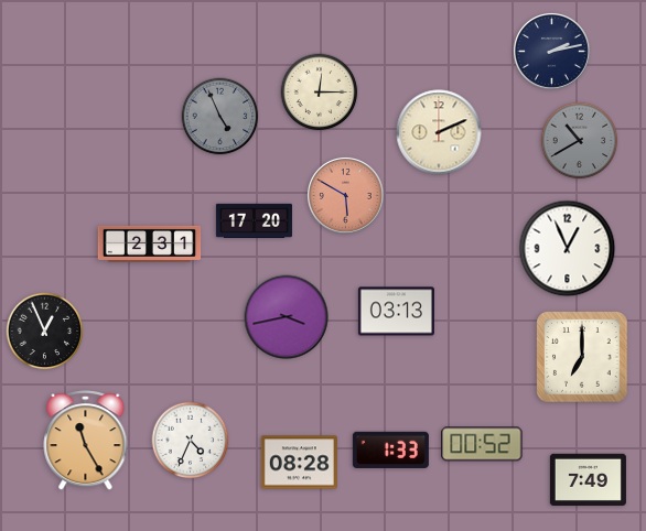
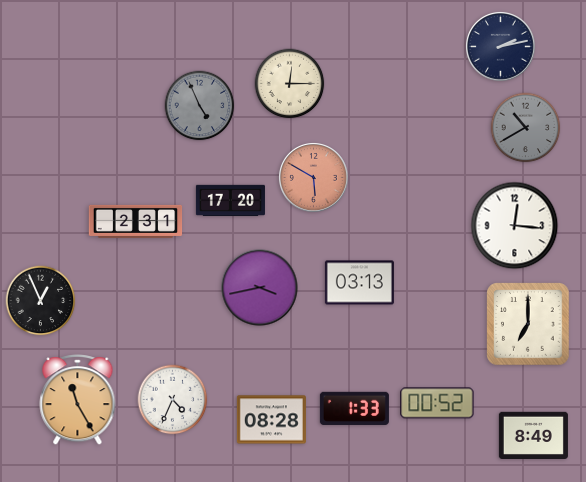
clock at (439, 132): 2:11 -> none
clock at (568, 249): 12:56 -> 12:16
clock at (588, 479): 7:49 -> 8:49
